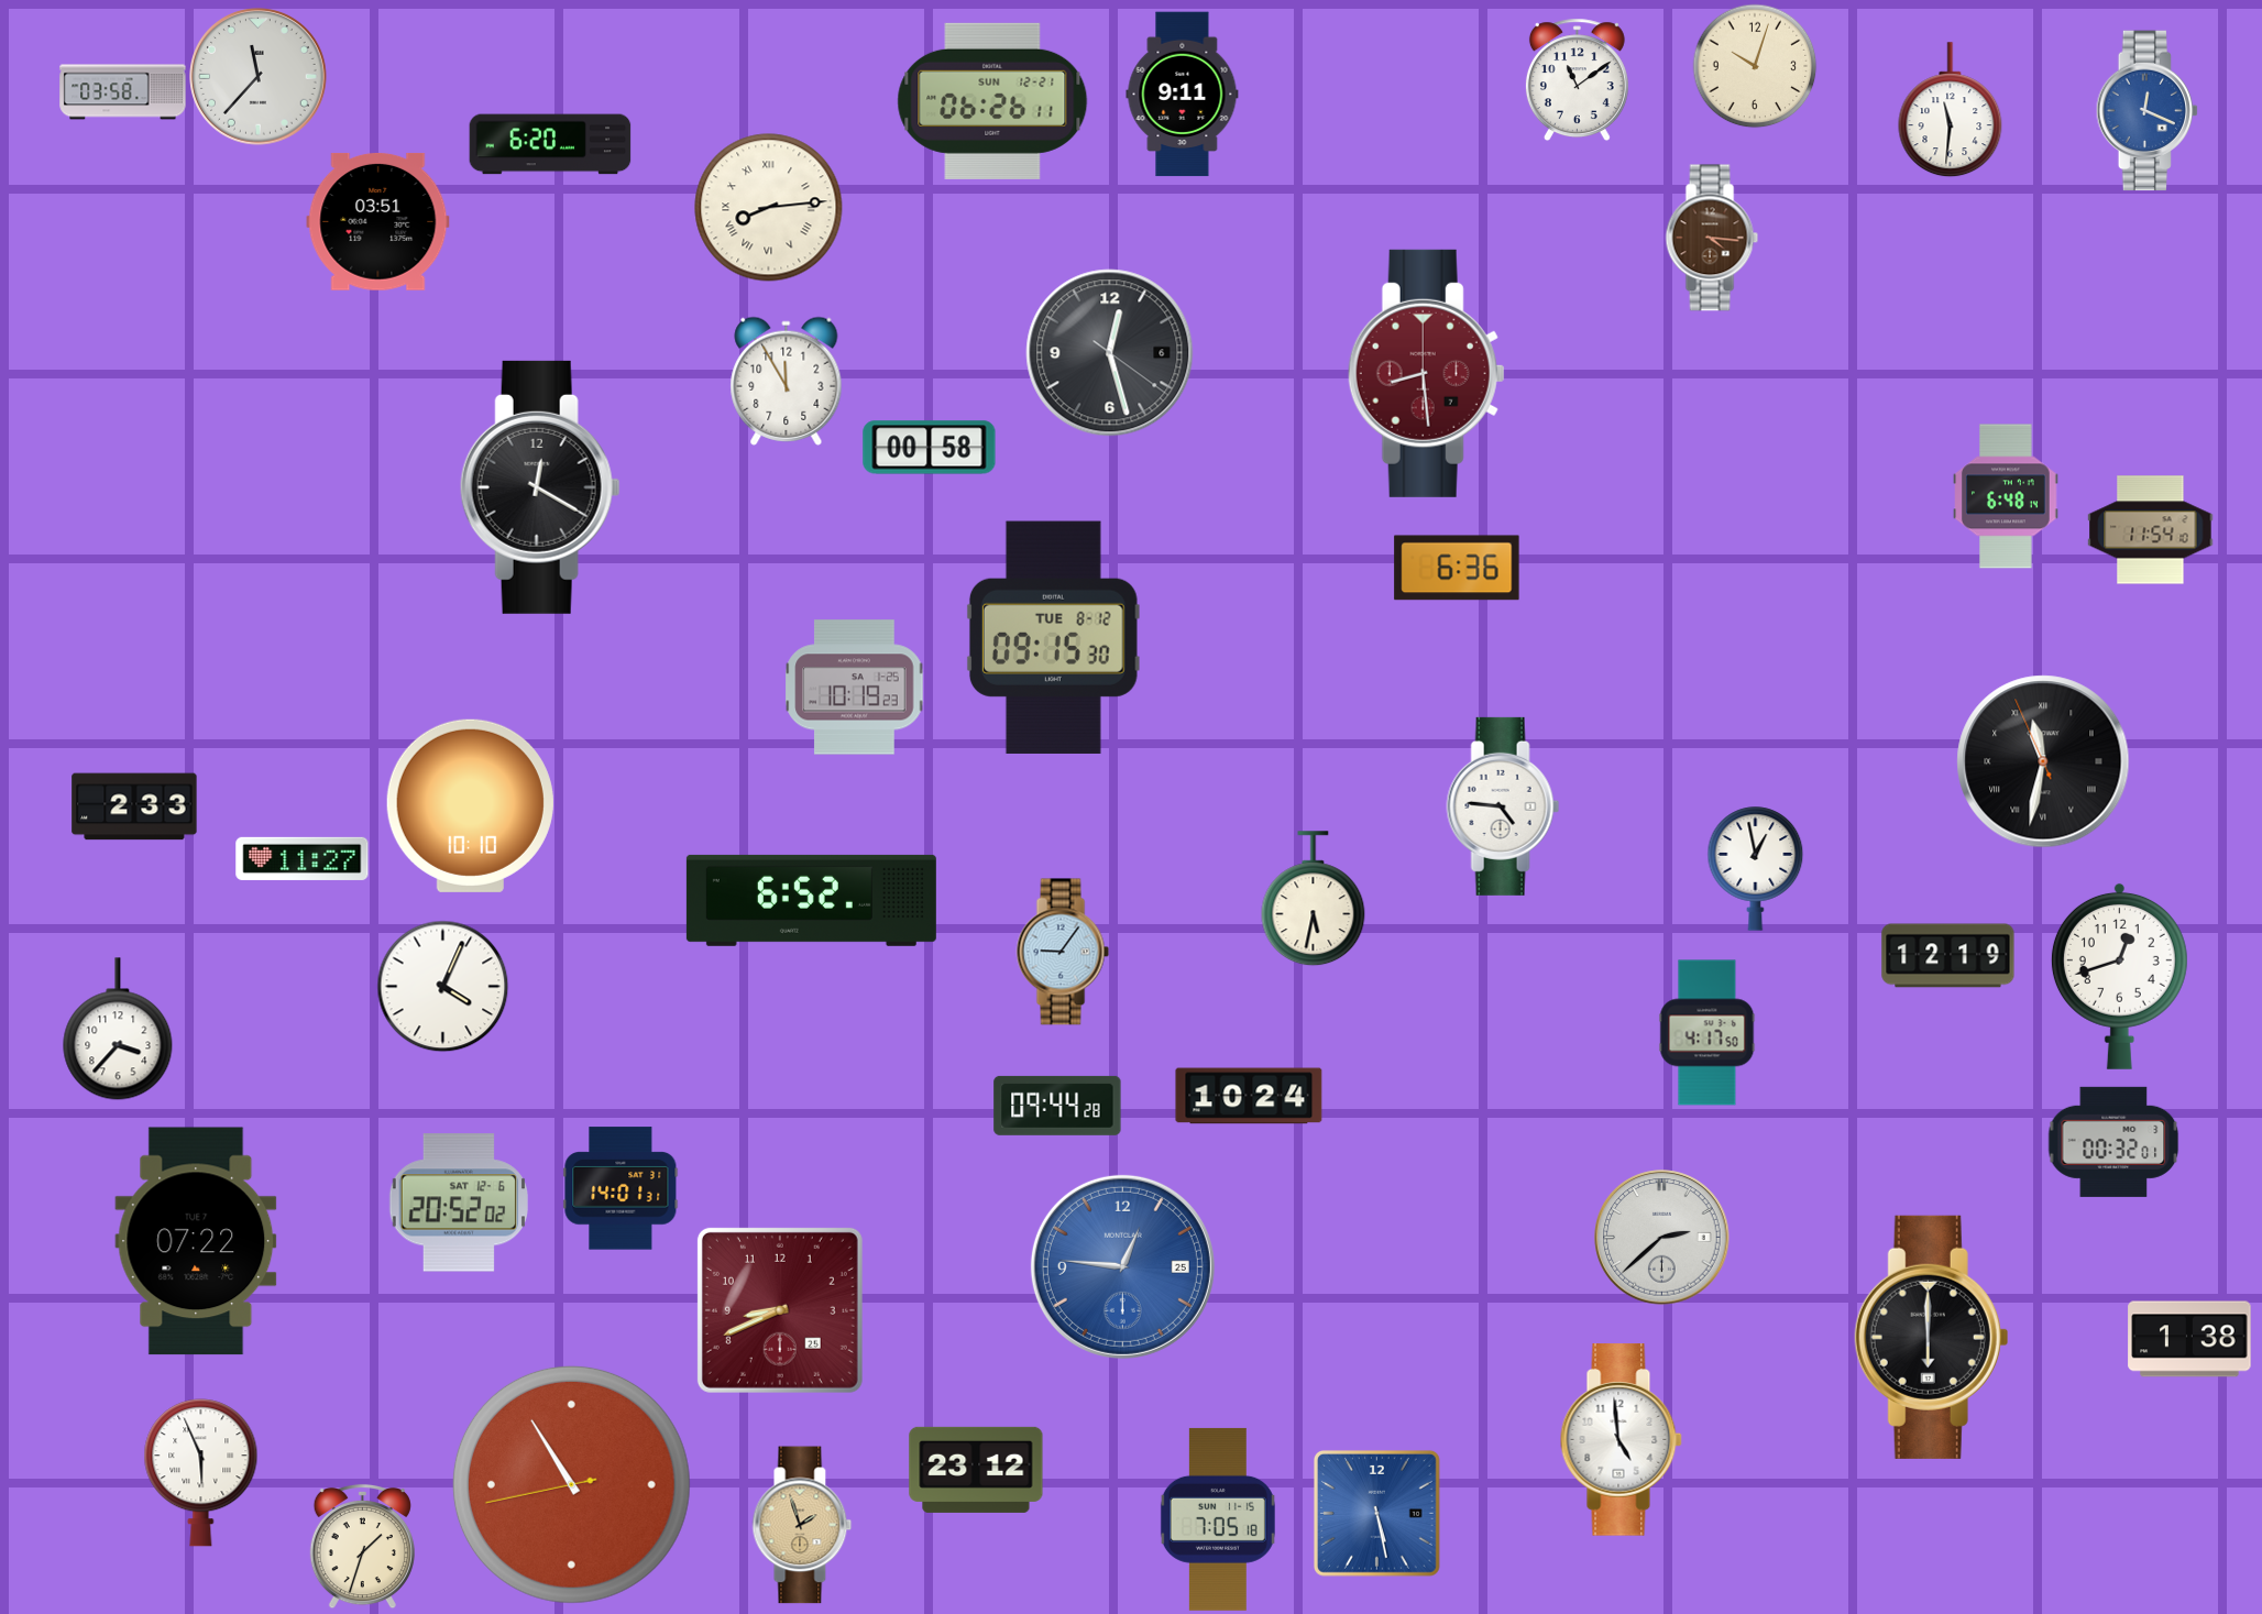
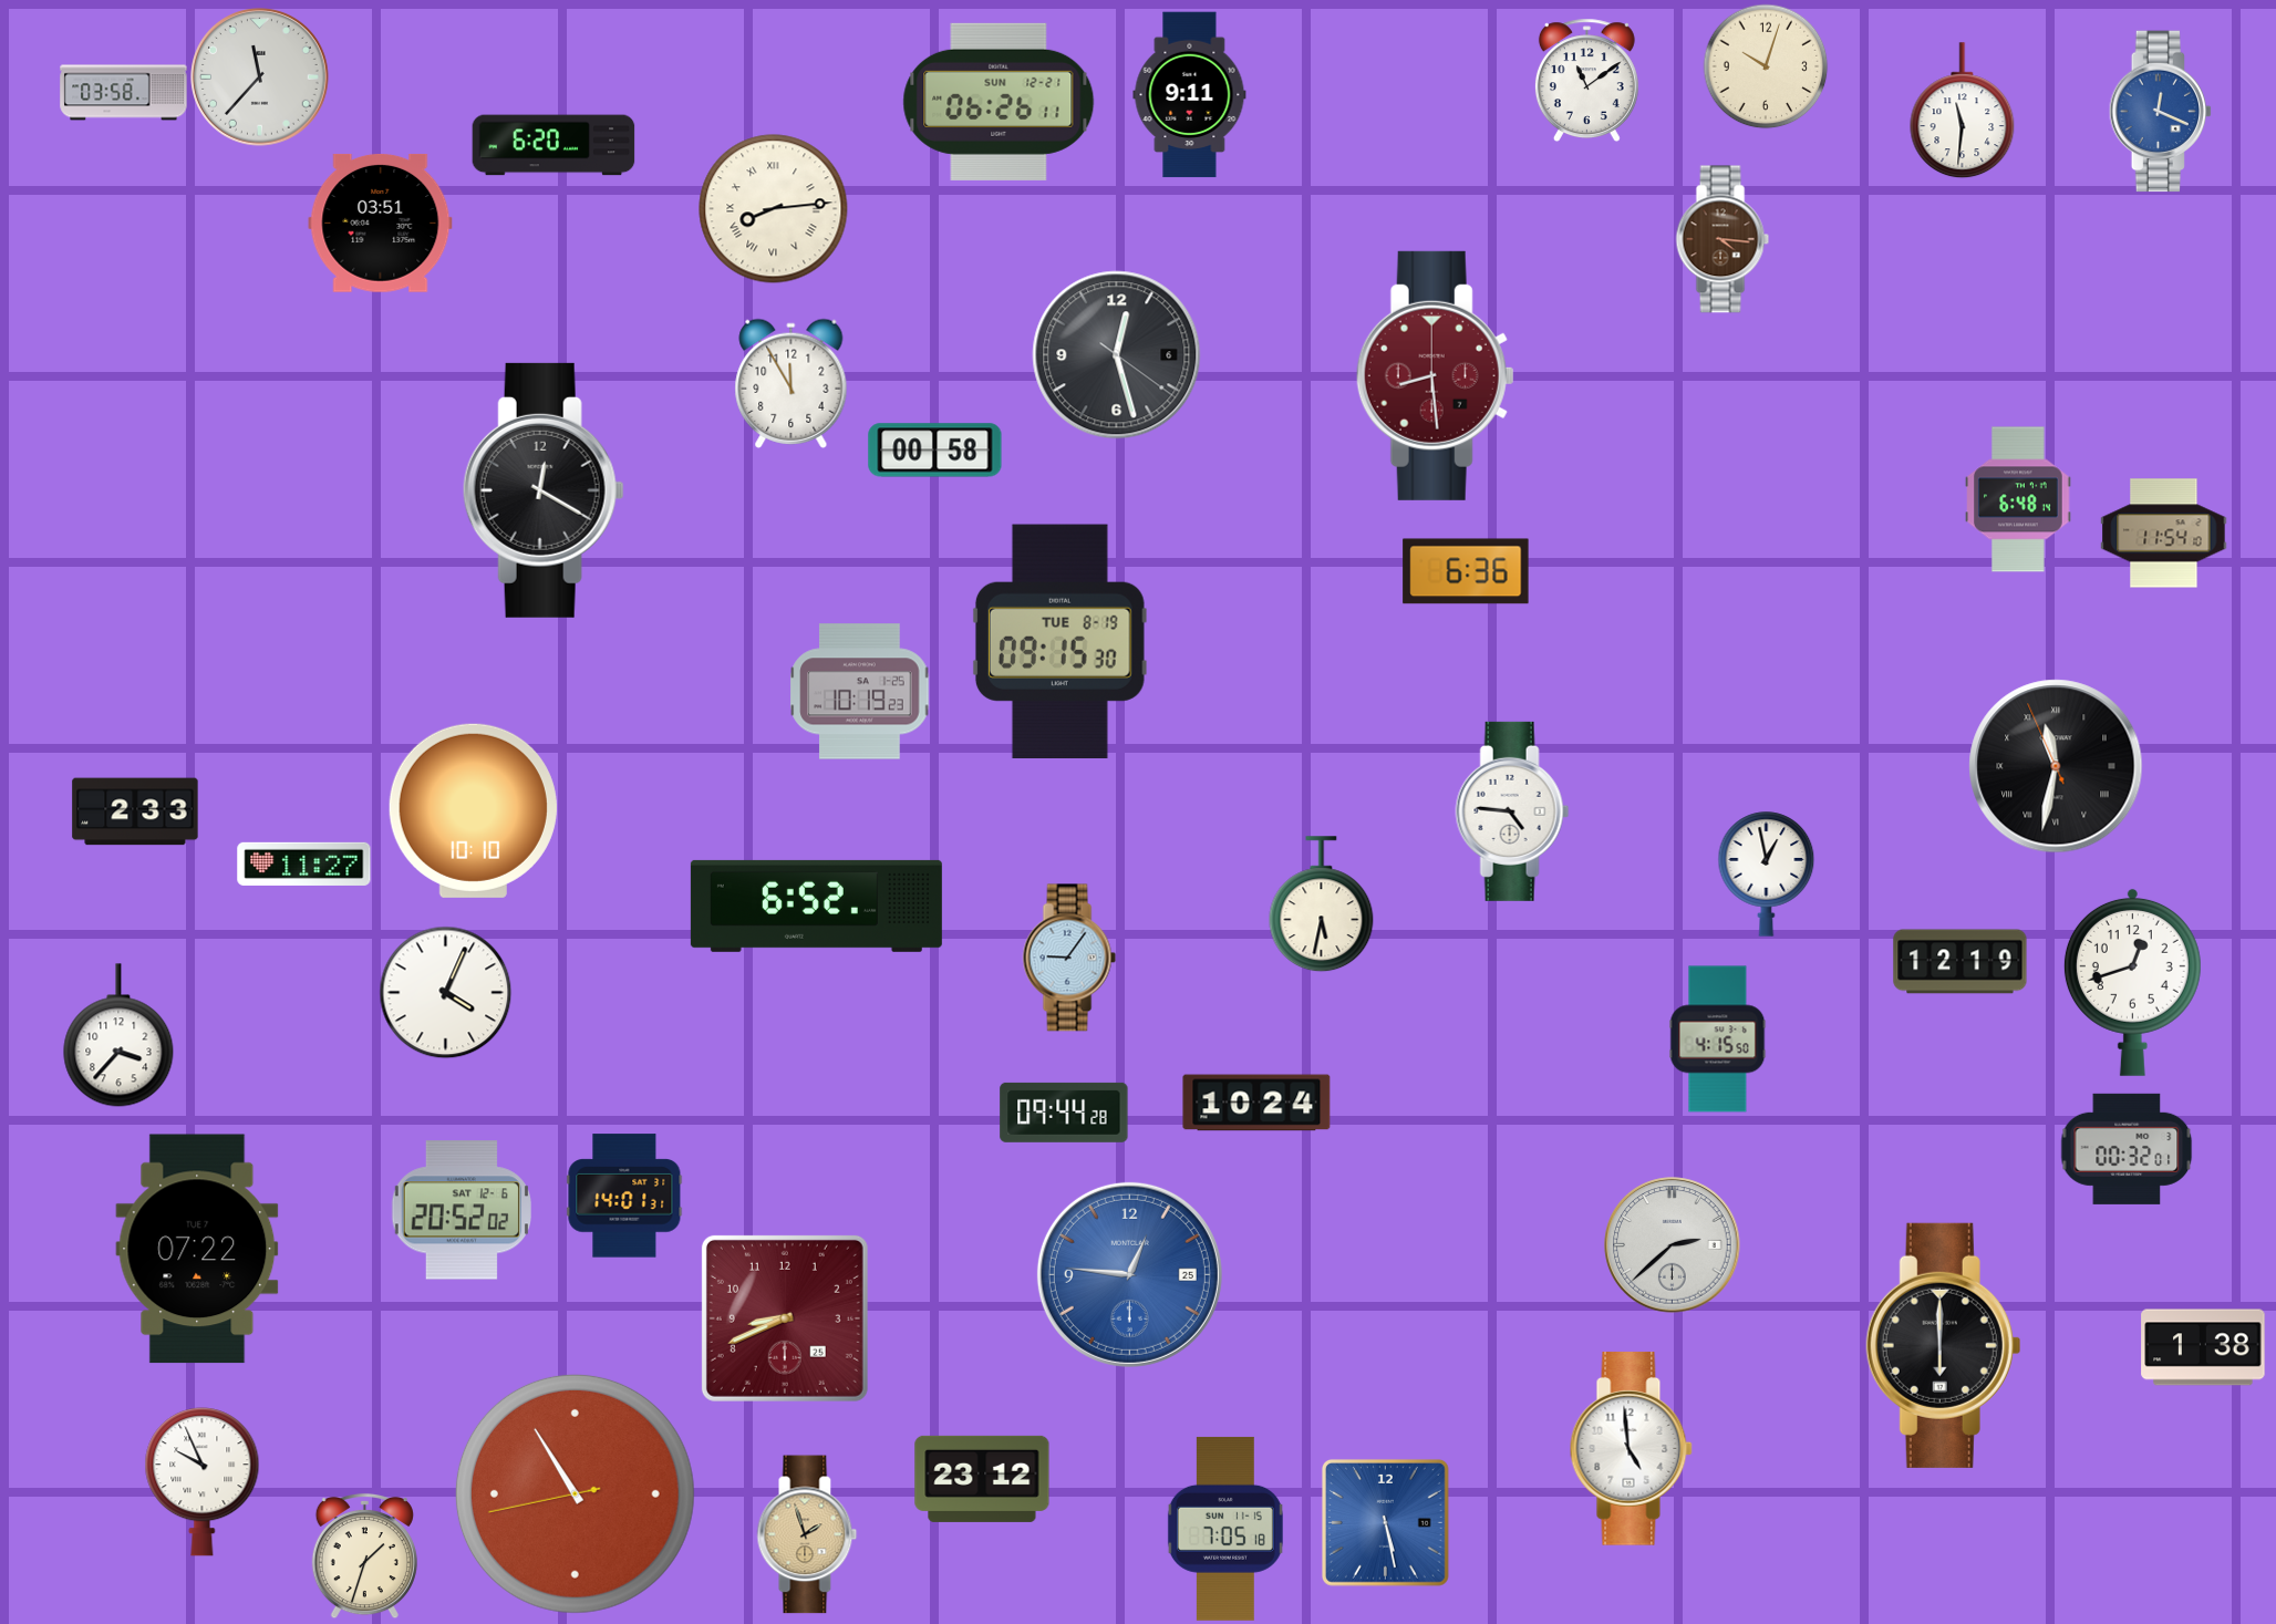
clock at (1053, 637) date: TUE 8-12 -> TUE 8-19
clock at (1708, 1033): 4:17 -> 4:15
clock at (201, 1473): 5:56 -> 9:56
